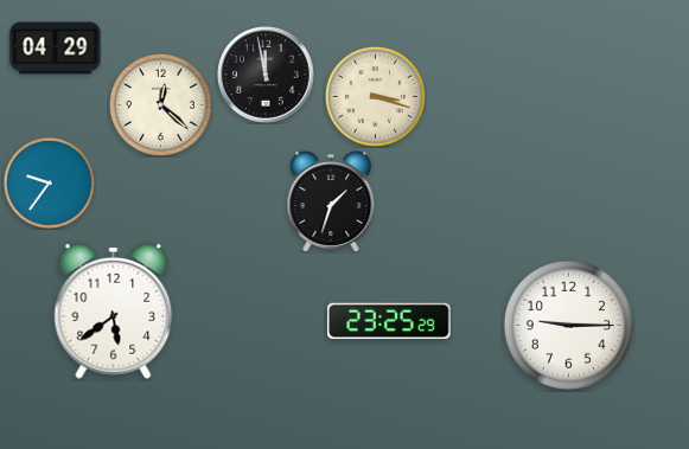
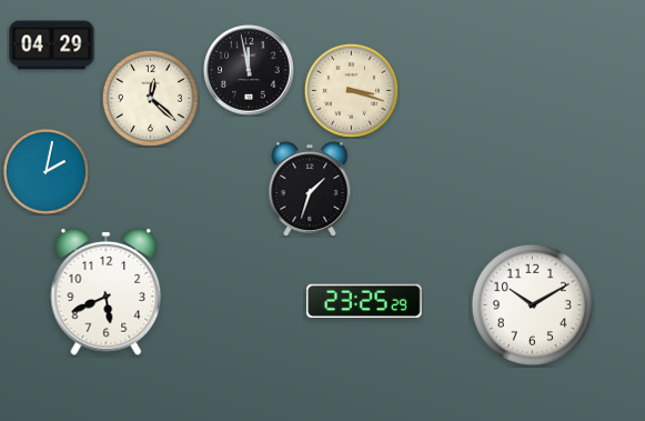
clock at (50, 184): 9:36 -> 2:02
clock at (114, 312): 5:39 -> 5:41
clock at (568, 325): 9:15 -> 10:10
